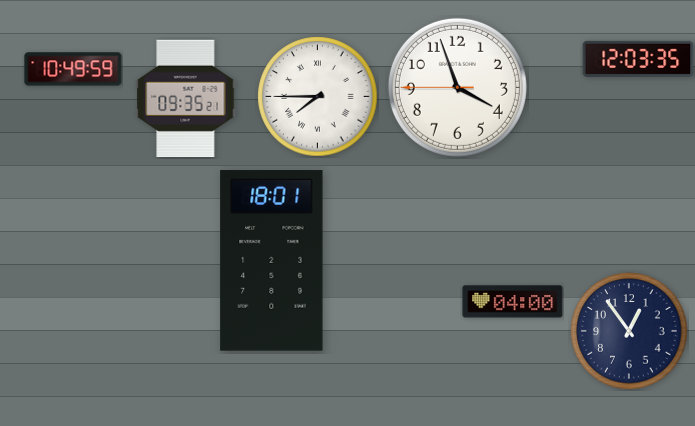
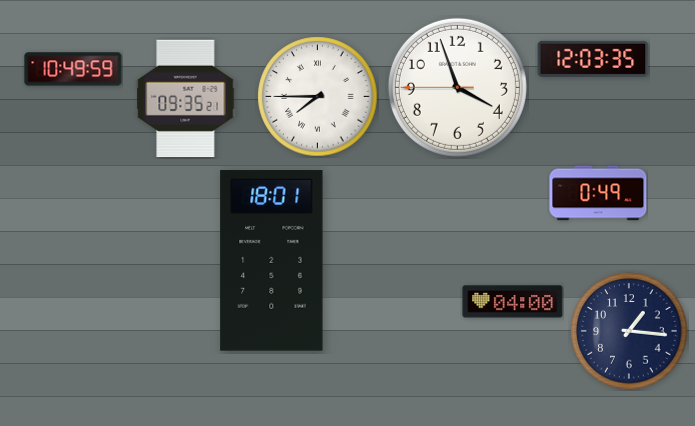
clock at (638, 59) position: (638, 59) -> (593, 59)
clock at (598, 193): none -> 0:49
clock at (629, 331): 12:54 -> 1:16
